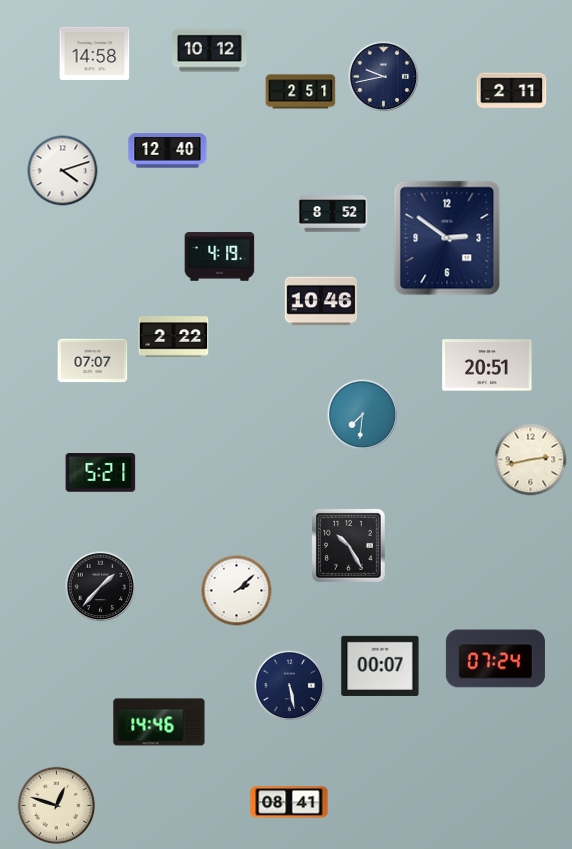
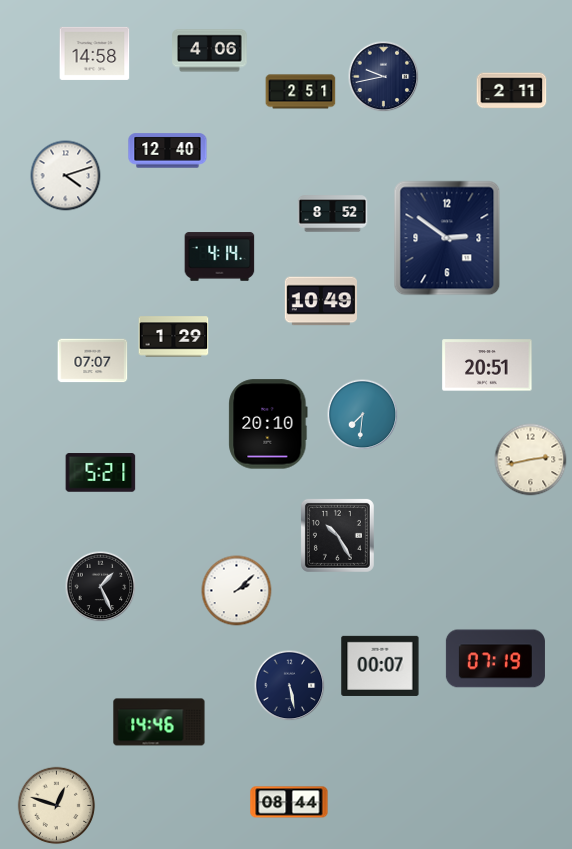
clock at (210, 51): 10:12 -> 4:06
clock at (63, 171) position: (63, 171) -> (66, 176)
clock at (220, 257): 4:19 -> 4:14
clock at (321, 301): 10:46 -> 10:49
clock at (174, 337): 2:22 -> 1:29
clock at (268, 424): none -> 20:10
clock at (348, 545) position: (348, 545) -> (337, 535)
clock at (101, 587): 1:37 -> 1:26
clock at (495, 659): 07:24 -> 07:19
clock at (289, 802): 08:41 -> 08:44
